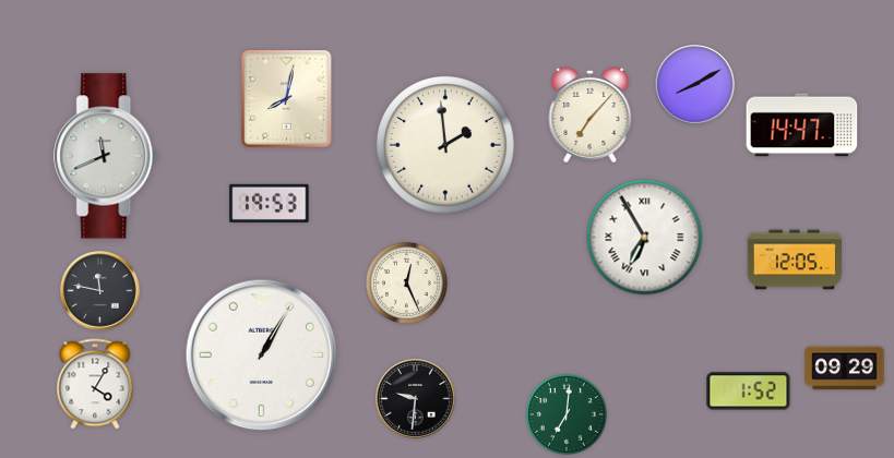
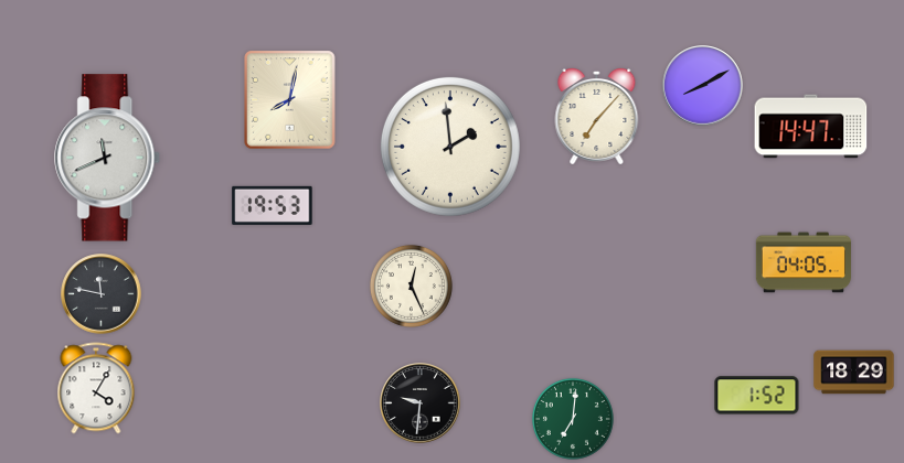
clock at (645, 238): 6:55 -> none
clock at (795, 260): 12:05 -> 04:05
clock at (262, 355): 1:05 -> none
clock at (845, 369): 09:29 -> 18:29
